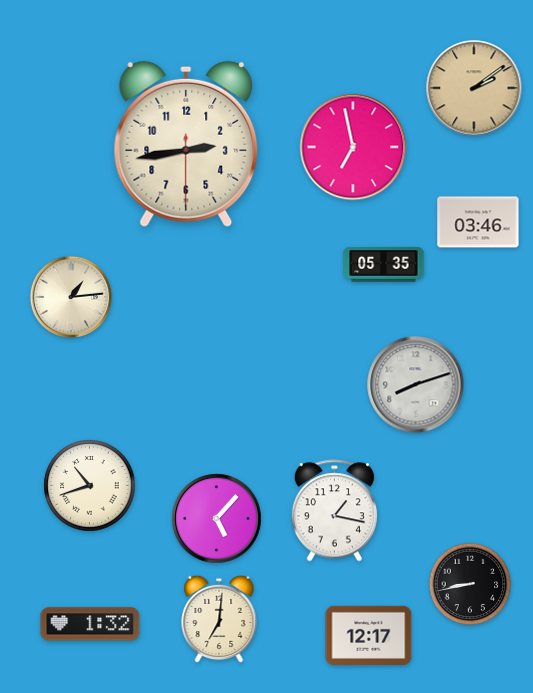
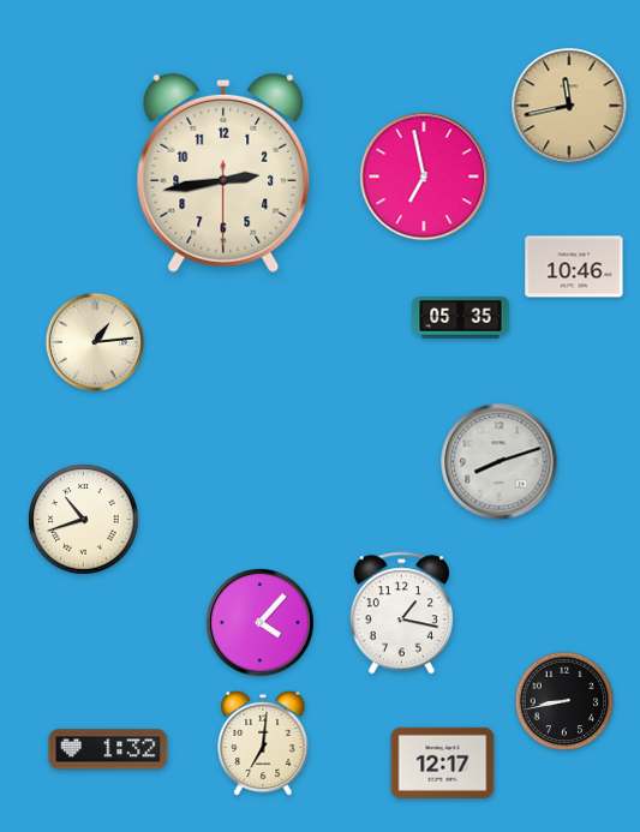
clock at (474, 88): 2:09 -> 11:43
clock at (478, 222): 03:46 -> 10:46
clock at (71, 297) position: (71, 297) -> (95, 342)
clock at (90, 486) position: (90, 486) -> (84, 520)
clock at (217, 519): 5:07 -> 4:07
